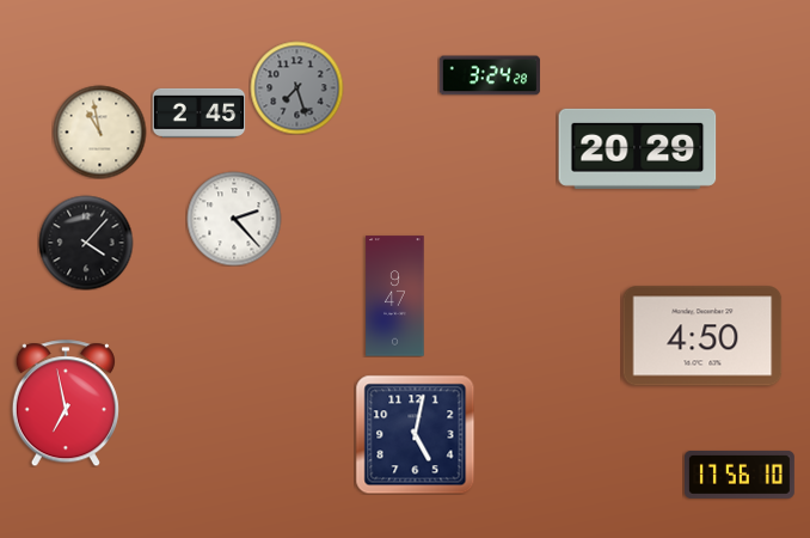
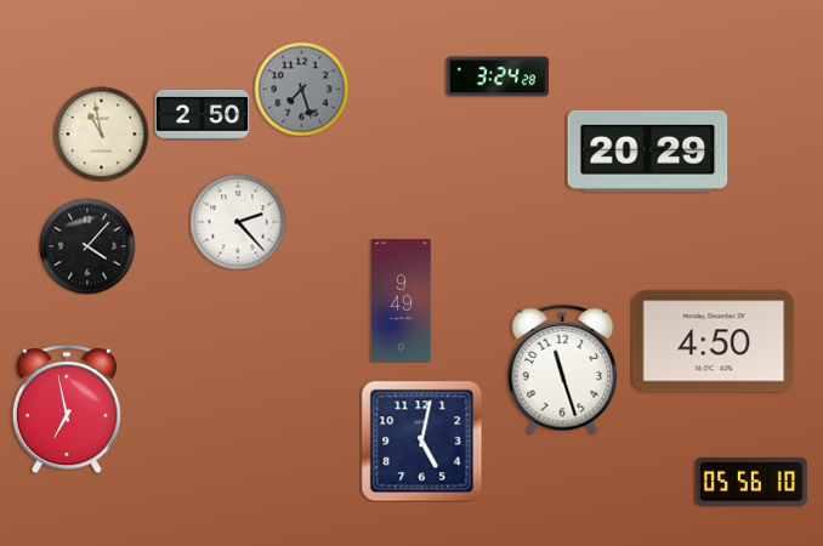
clock at (198, 112): 2:45 -> 2:50
clock at (395, 296): 9:47 -> 9:49
clock at (563, 369): none -> 11:27
clock at (740, 475): 17:56 -> 05:56
